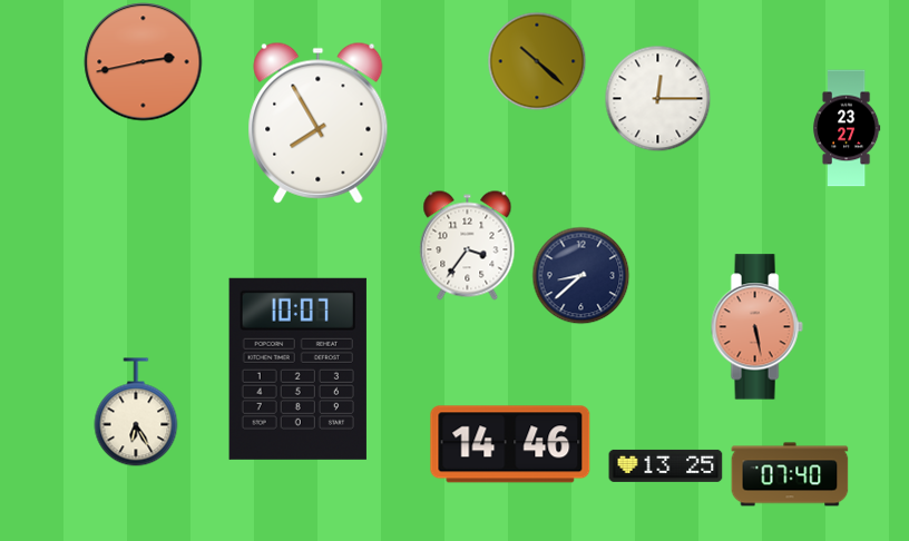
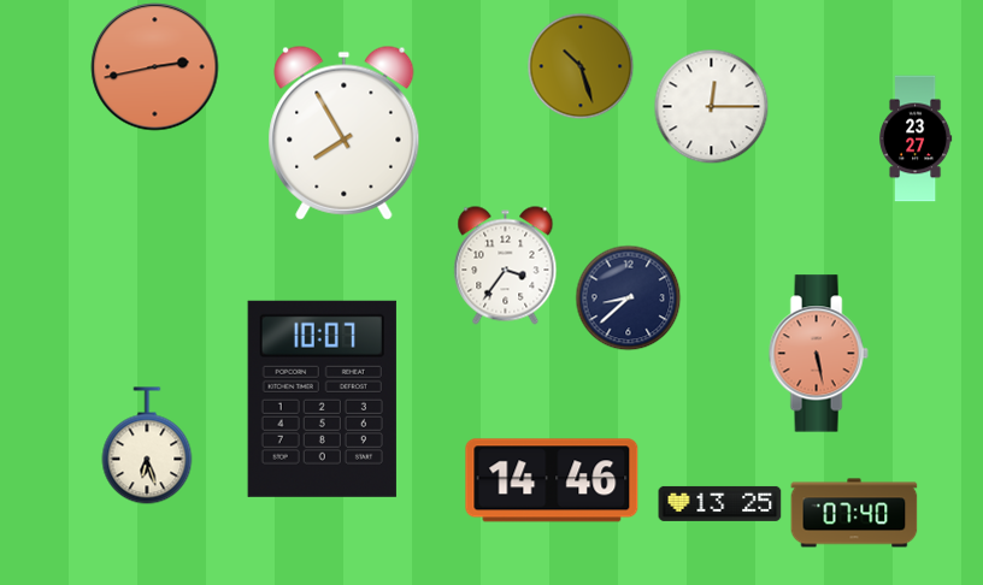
clock at (537, 61): 10:22 -> 10:27
clock at (136, 412): 6:25 -> 6:27
